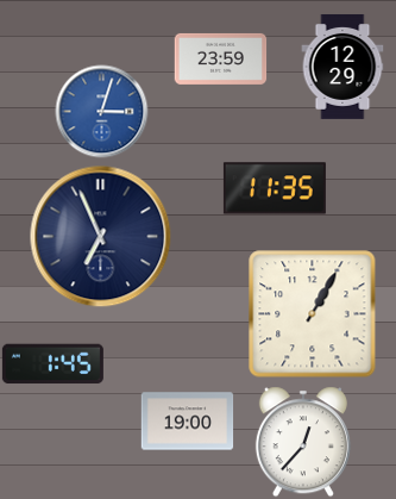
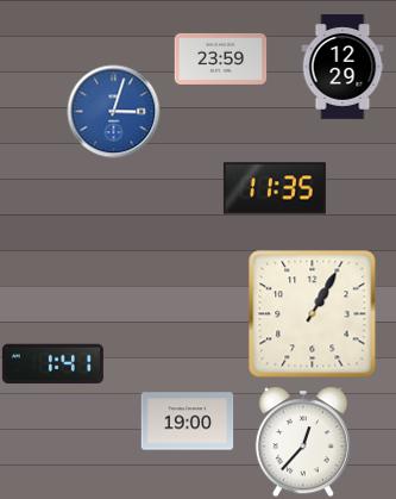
clock at (101, 111) position: (101, 111) -> (113, 111)
clock at (101, 237): 6:56 -> none
clock at (52, 364): 1:45 -> 1:41
